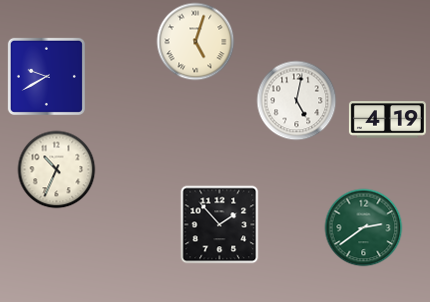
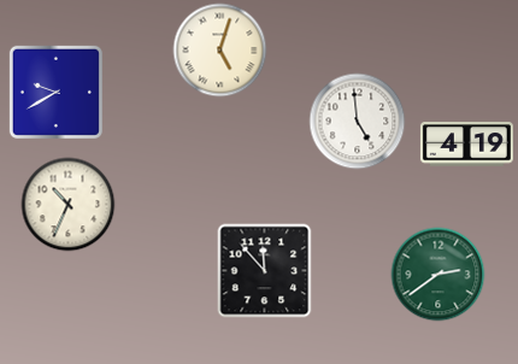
clock at (195, 41) position: (195, 41) -> (219, 49)
clock at (296, 100): 5:02 -> 4:59
clock at (219, 224): 1:53 -> 11:53
